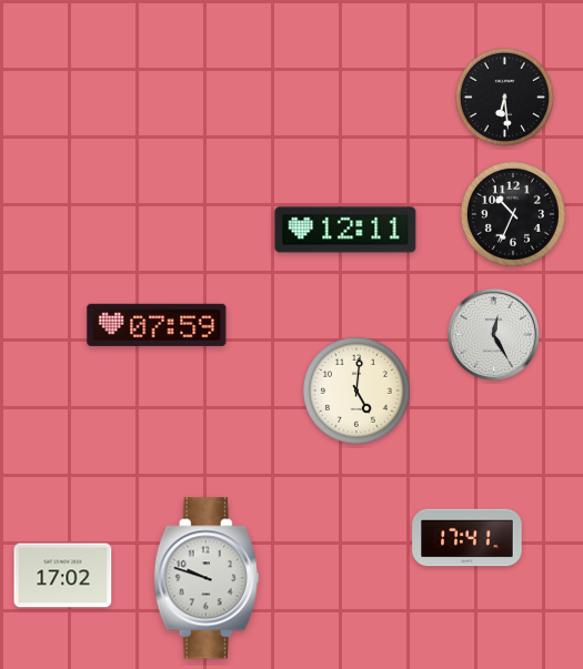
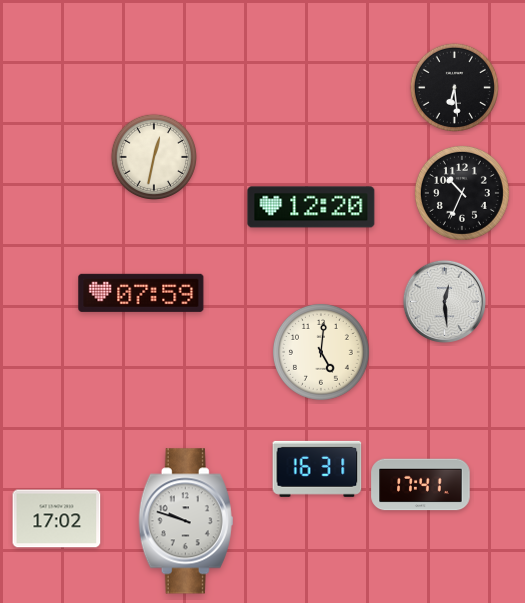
clock at (154, 157): none -> 12:32
clock at (345, 230): 12:11 -> 12:20
clock at (493, 334): 12:25 -> 12:29
clock at (317, 469): none -> 16:31
